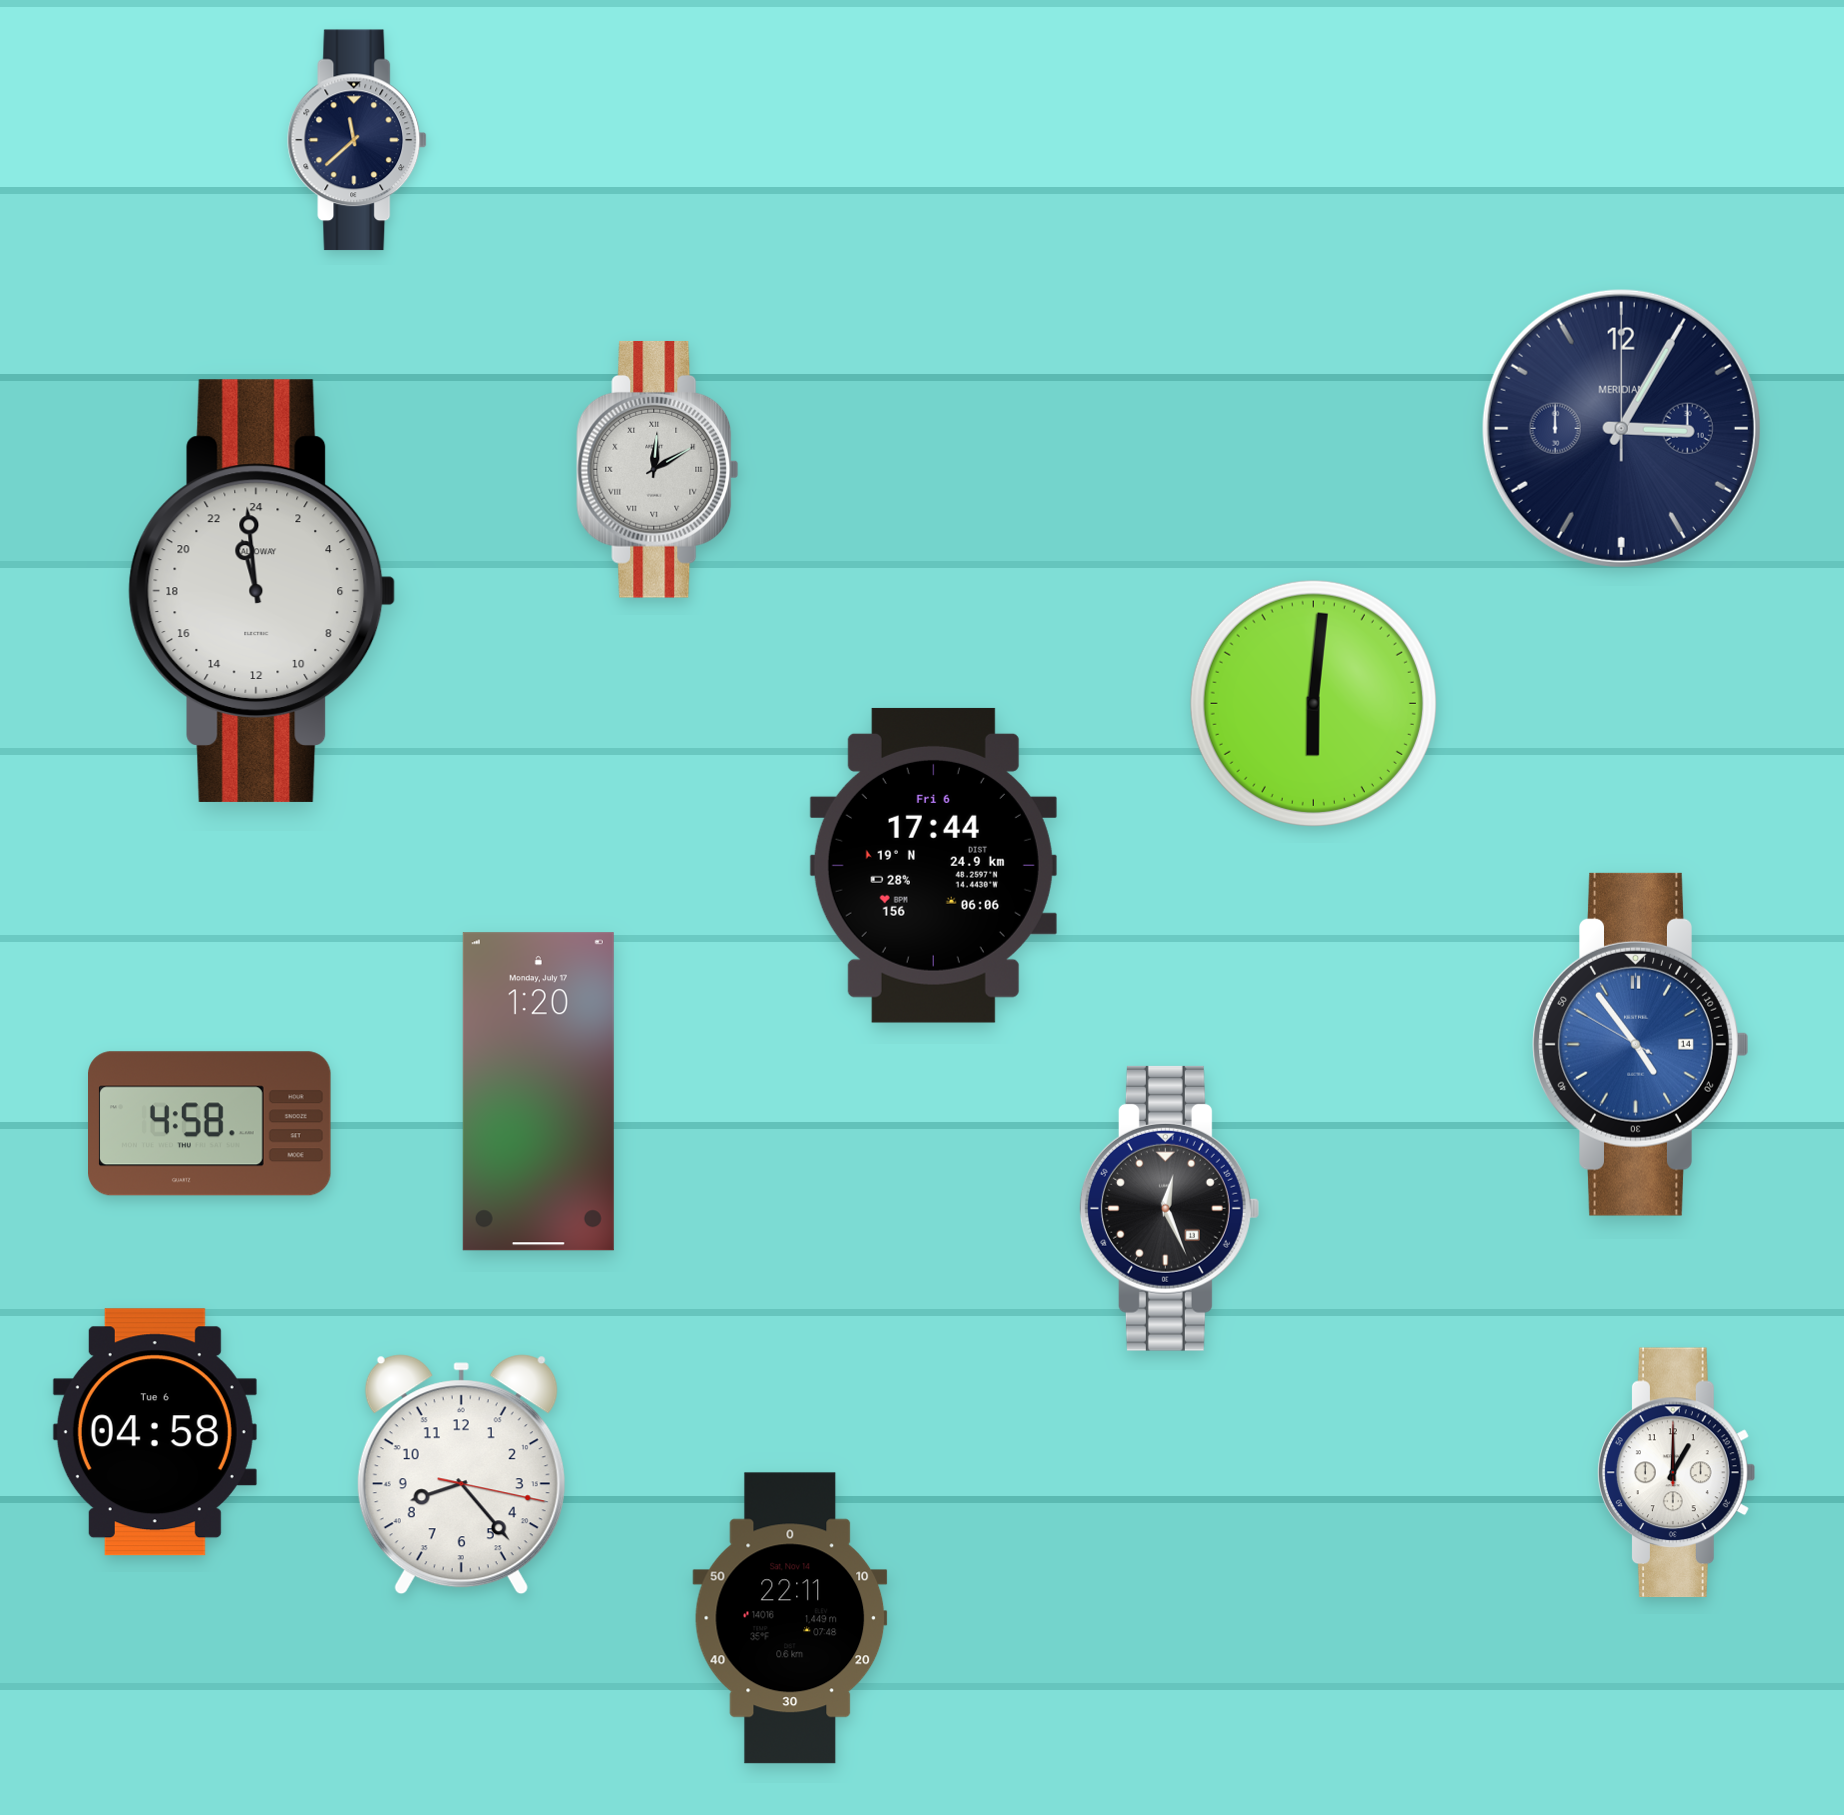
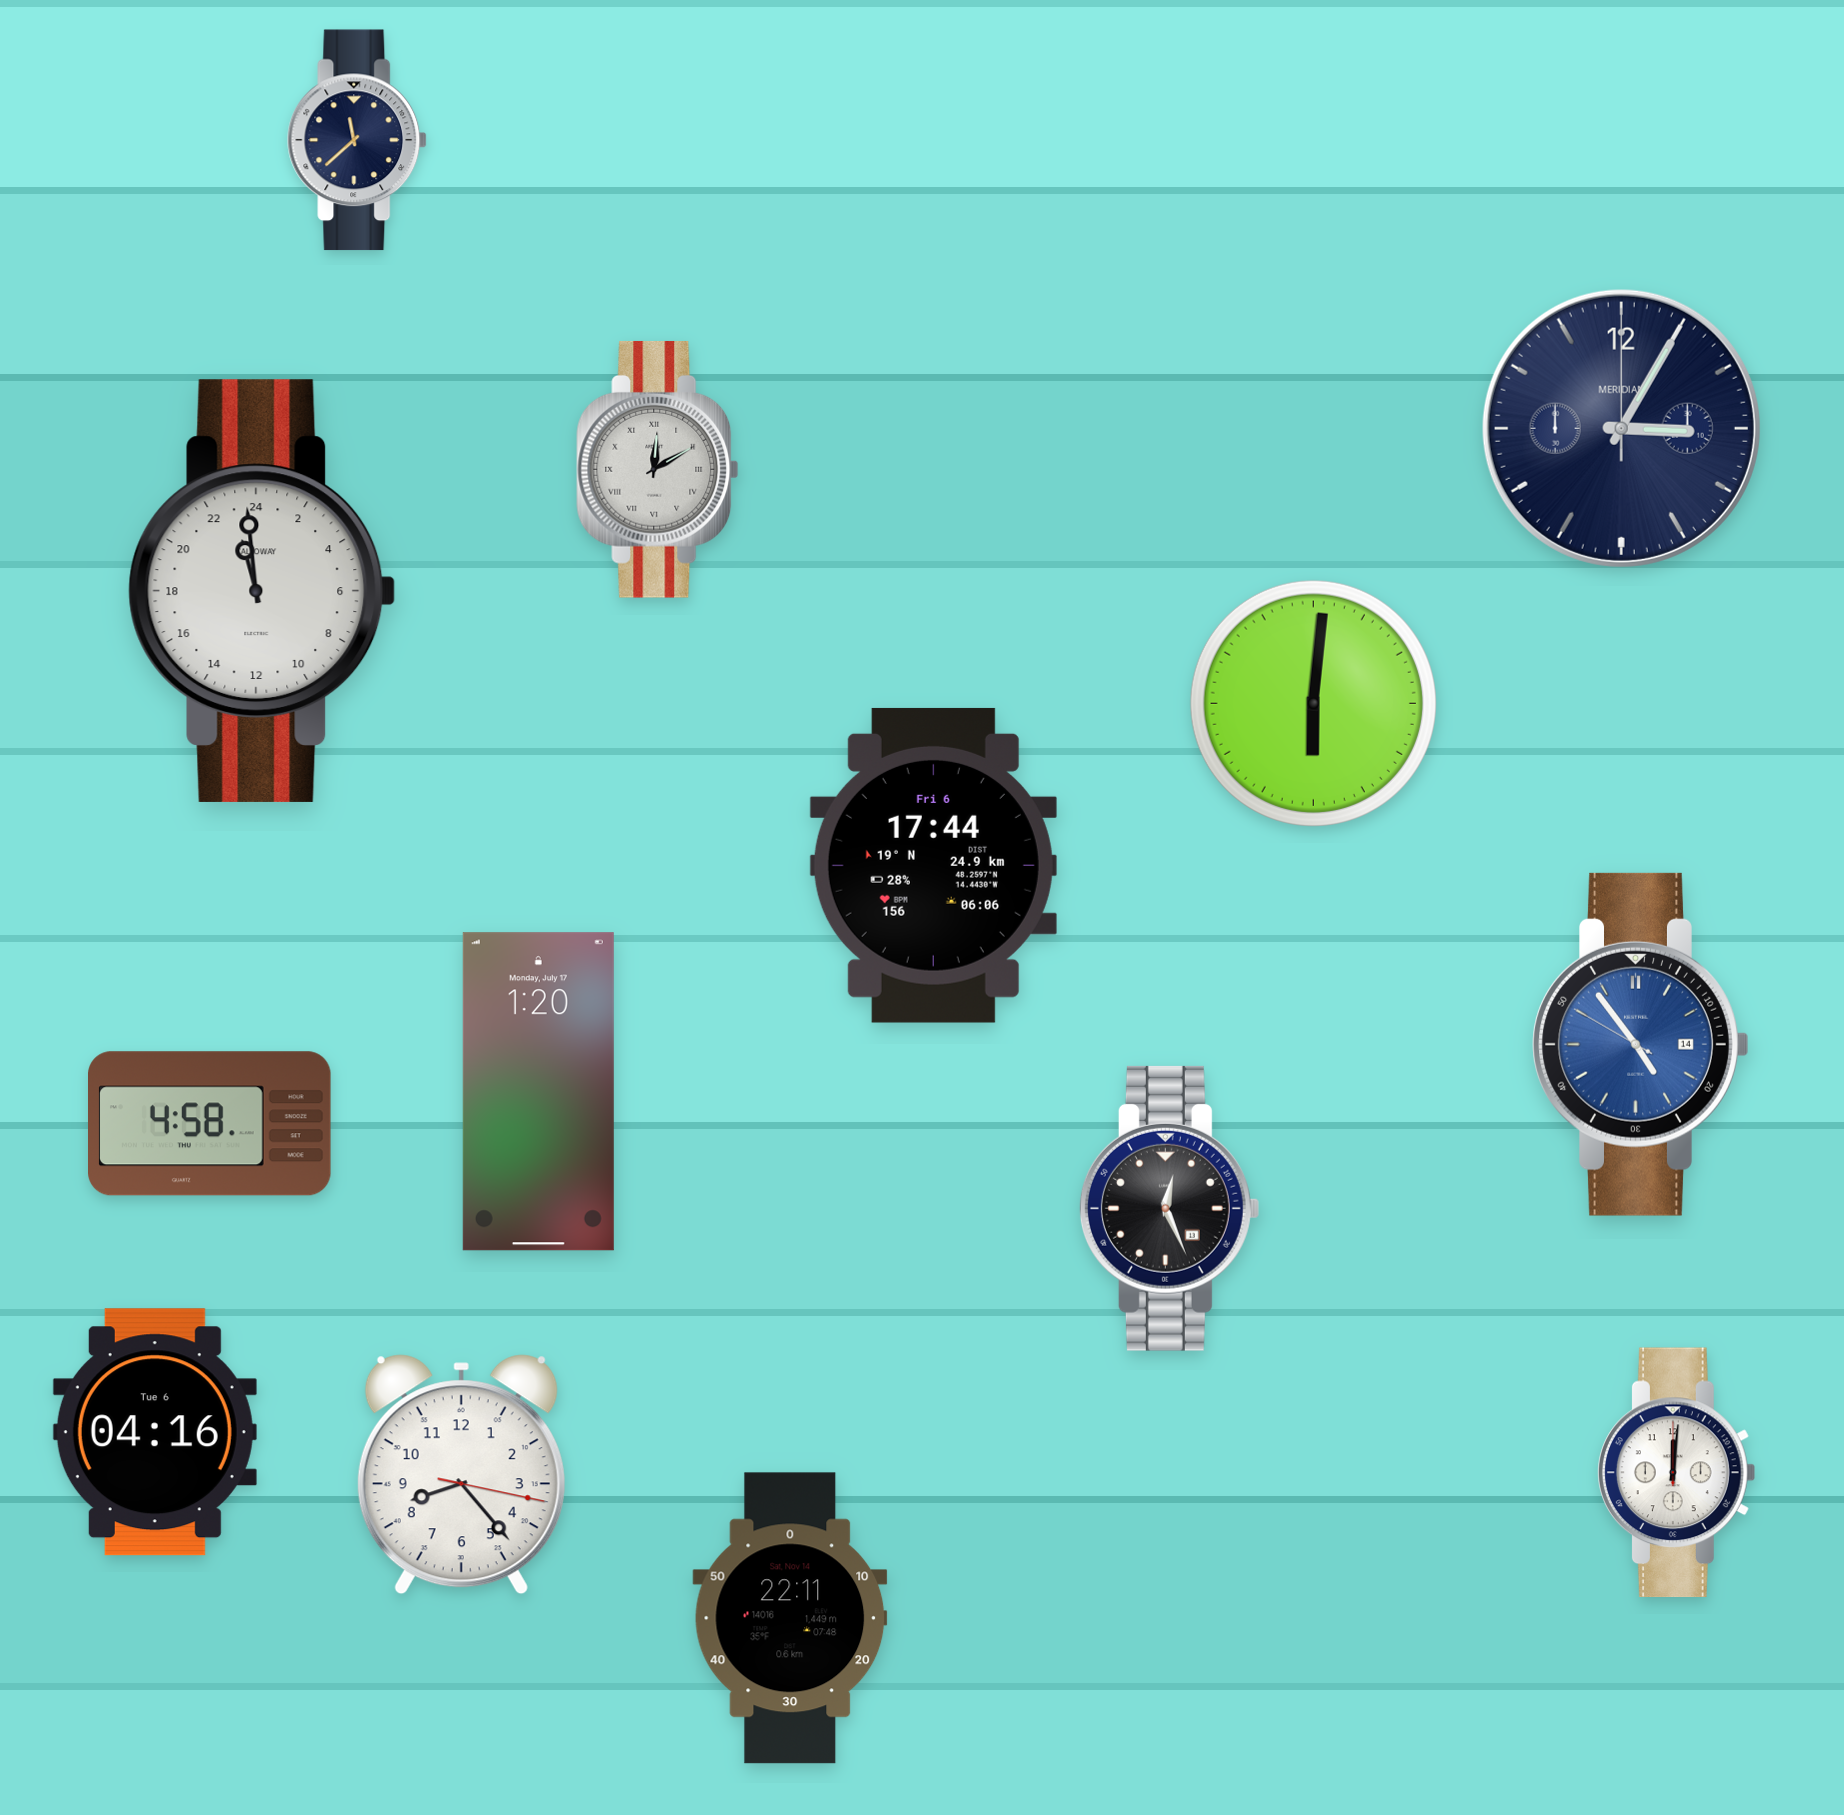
clock at (155, 1432): 04:58 -> 04:16
clock at (1676, 1473): 1:00 -> 12:01
